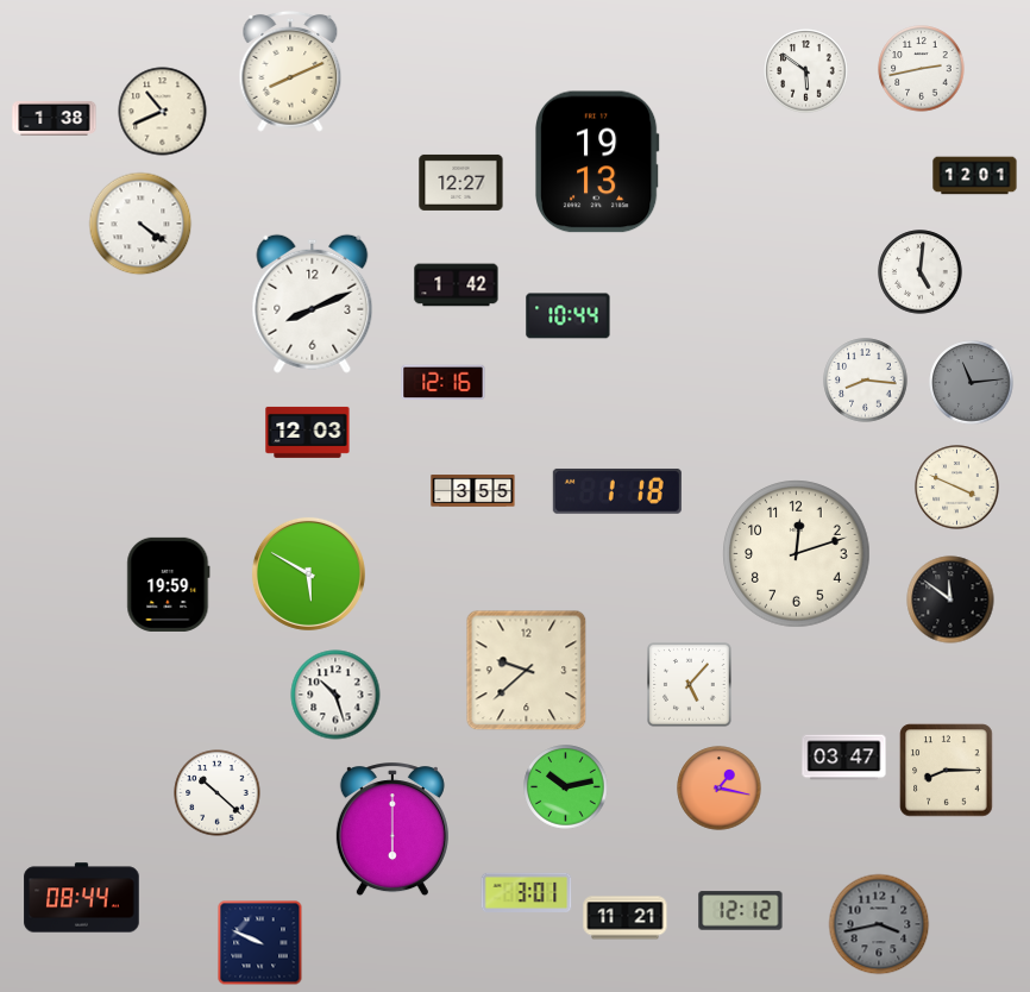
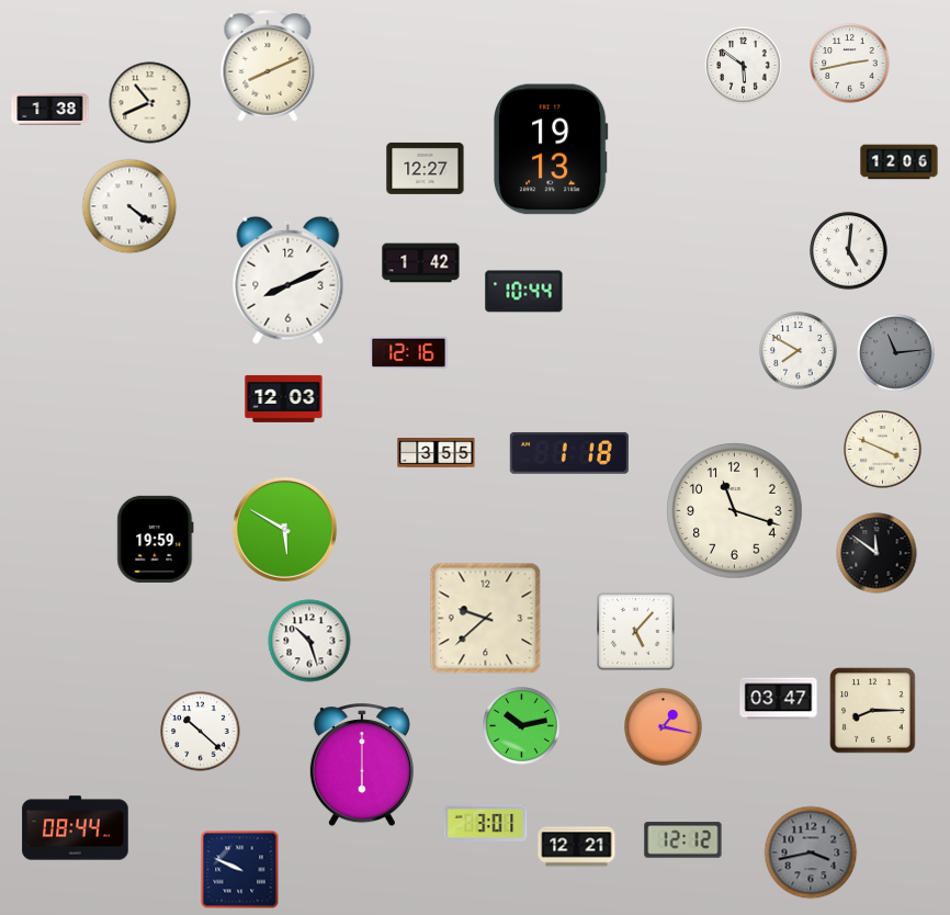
clock at (975, 176): 12:01 -> 12:06
clock at (866, 381): 8:16 -> 7:50
clock at (797, 554): 12:12 -> 11:18
clock at (626, 918): 11:21 -> 12:21
